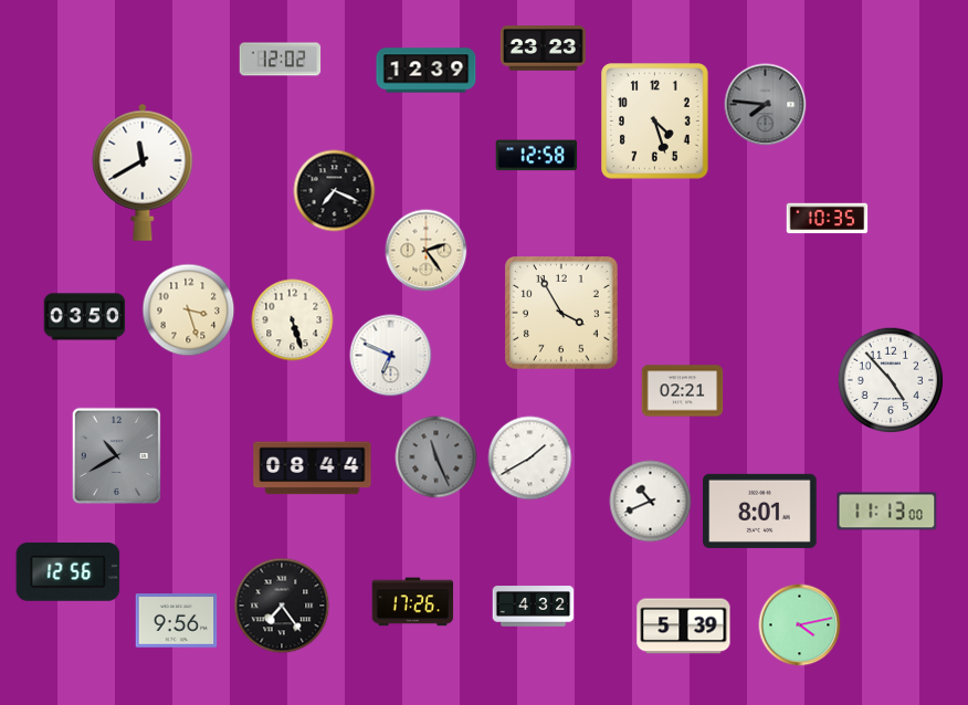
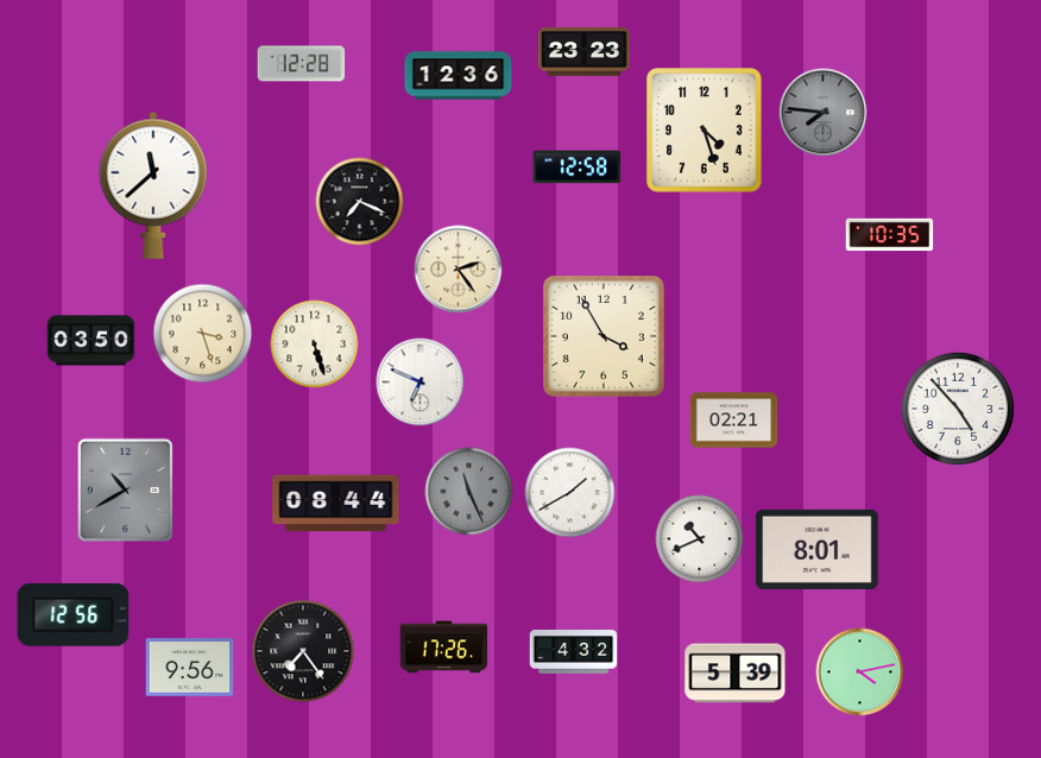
clock at (281, 60): 12:02 -> 12:28
clock at (427, 71): 12:39 -> 12:36
clock at (143, 172): 11:40 -> 11:38
clock at (335, 191) position: (335, 191) -> (360, 202)
clock at (887, 512): 11:13 -> none
